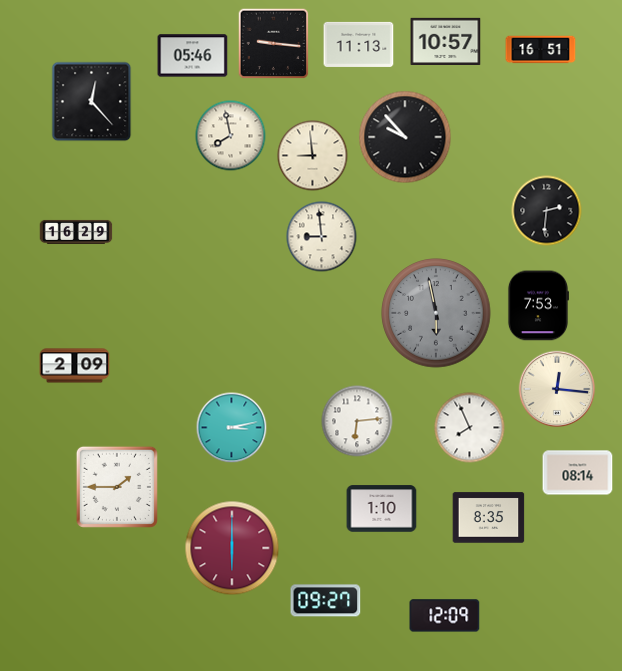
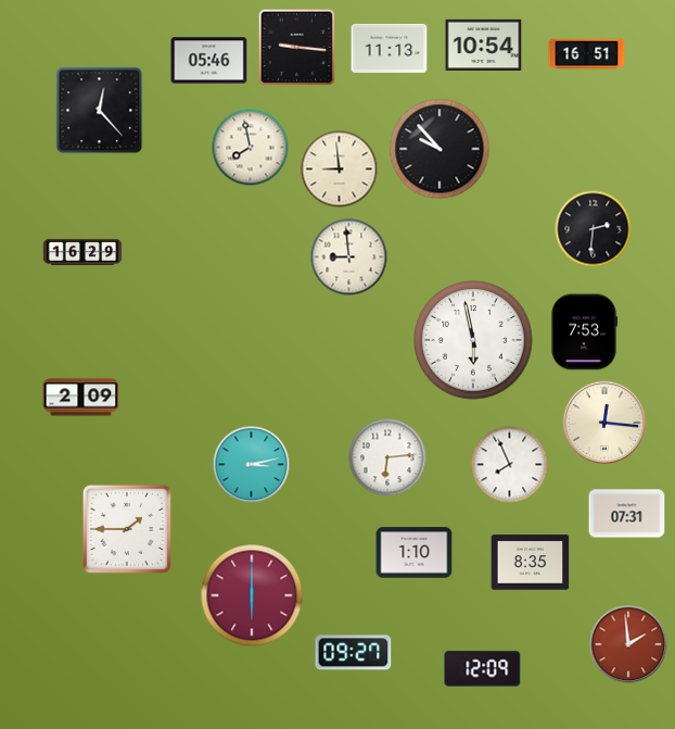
clock at (446, 41): 10:57 -> 10:54
clock at (436, 313) dial: grey -> white
clock at (578, 473): 08:14 -> 07:31
clock at (628, 644): none -> 1:59
